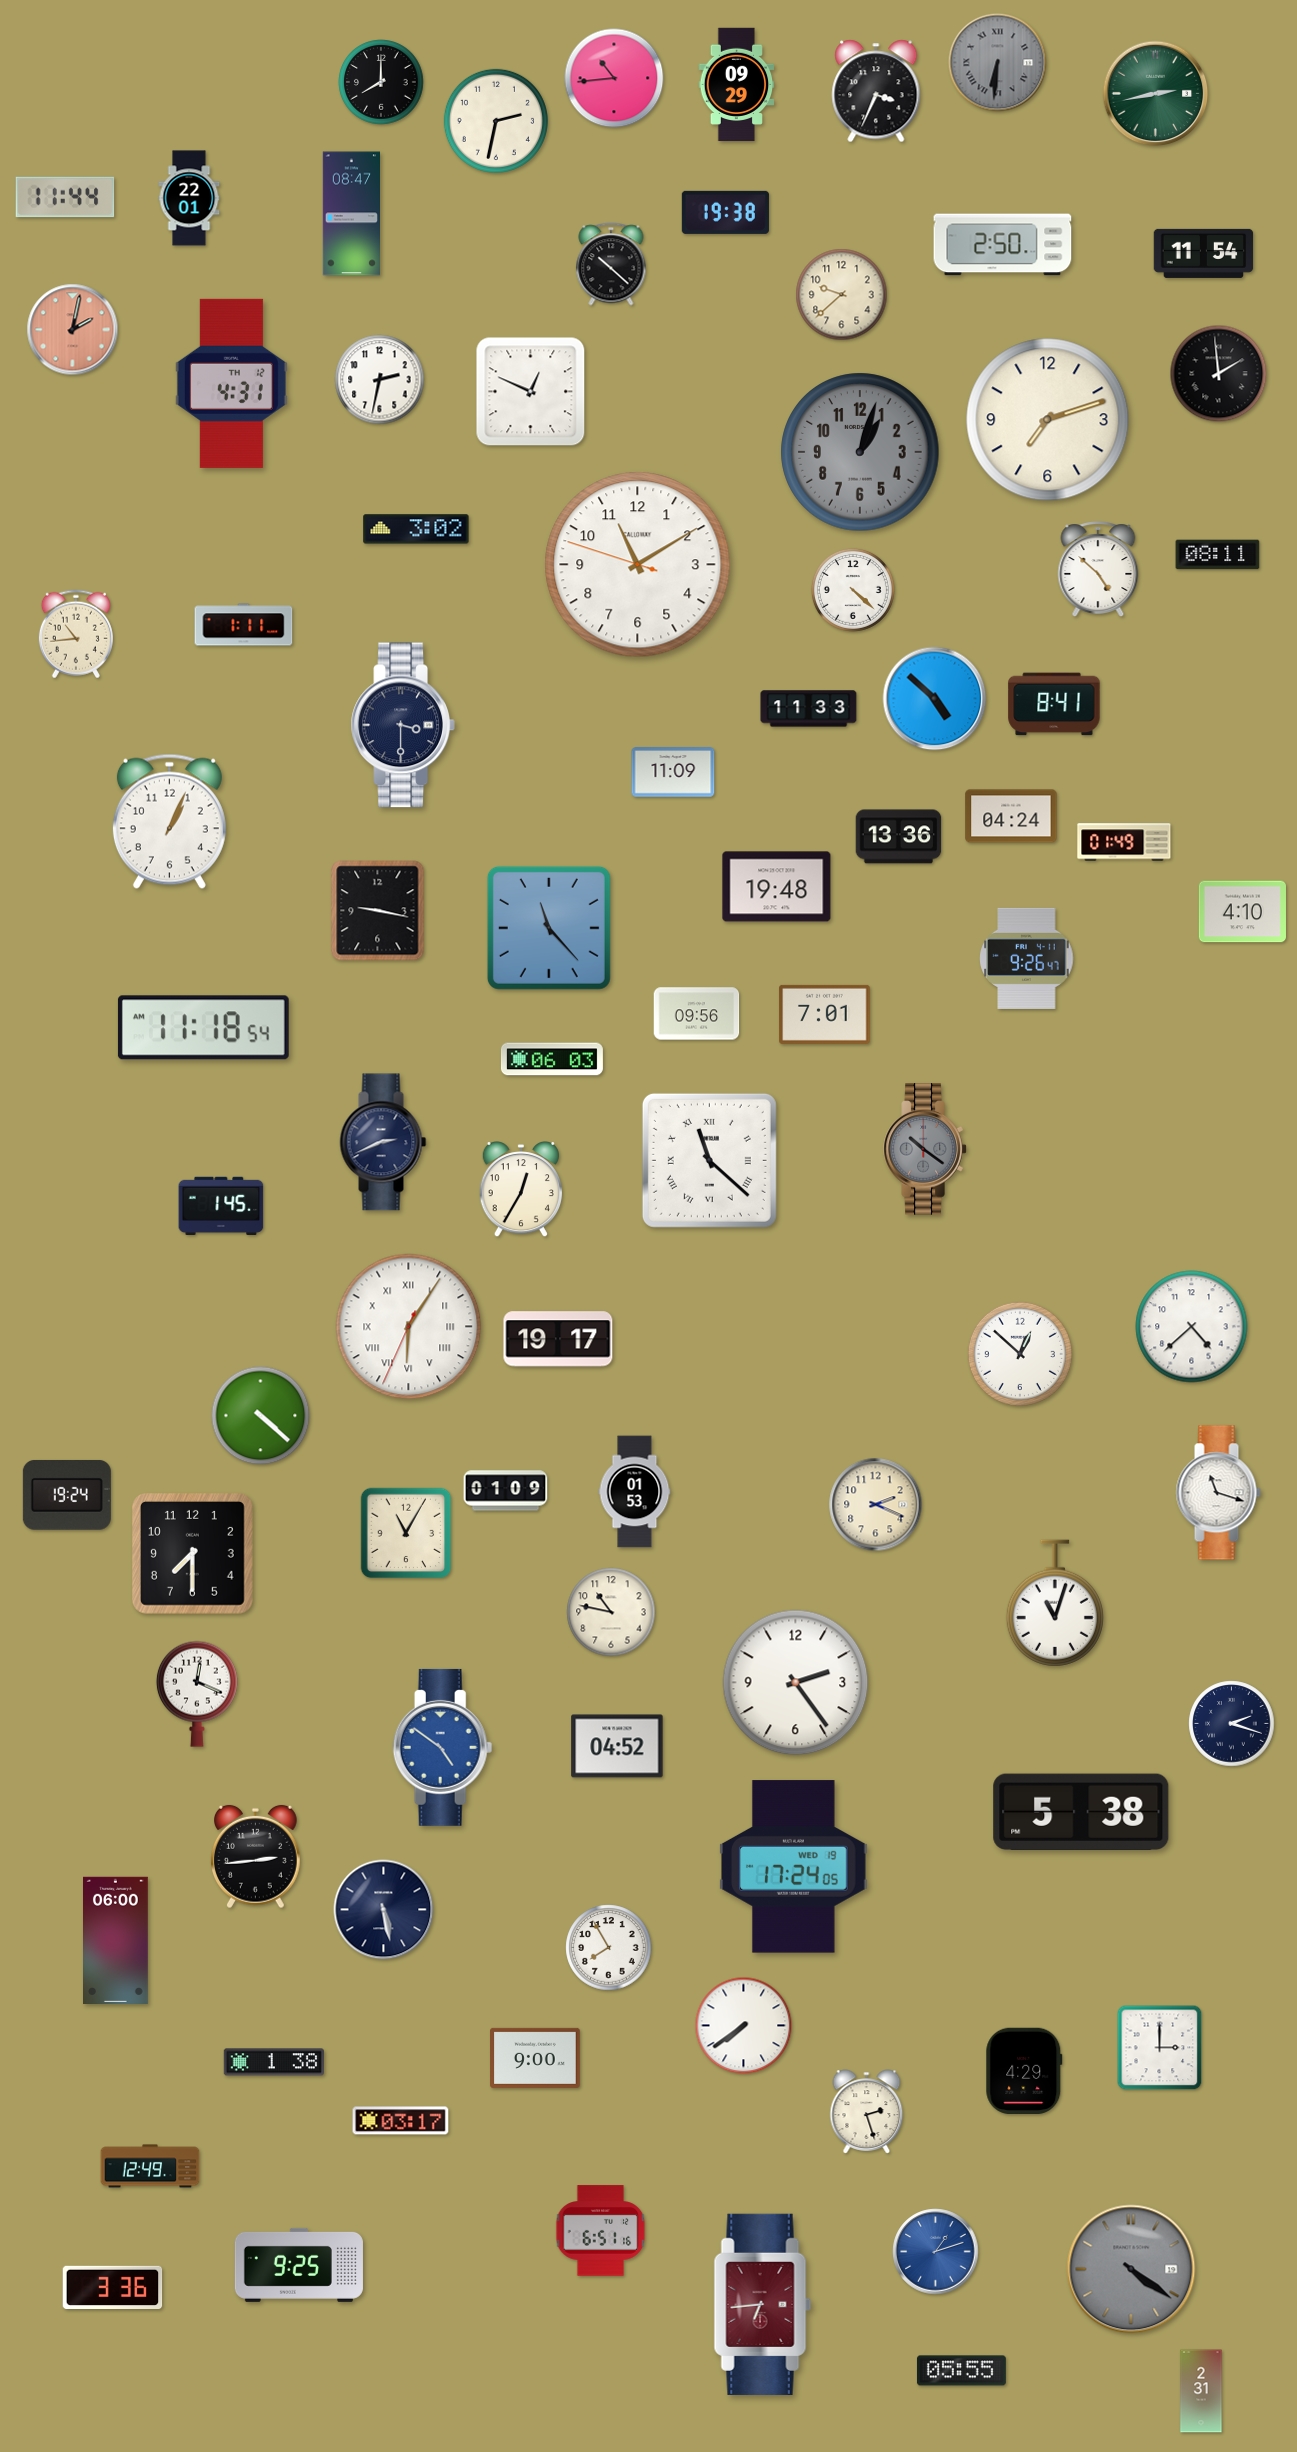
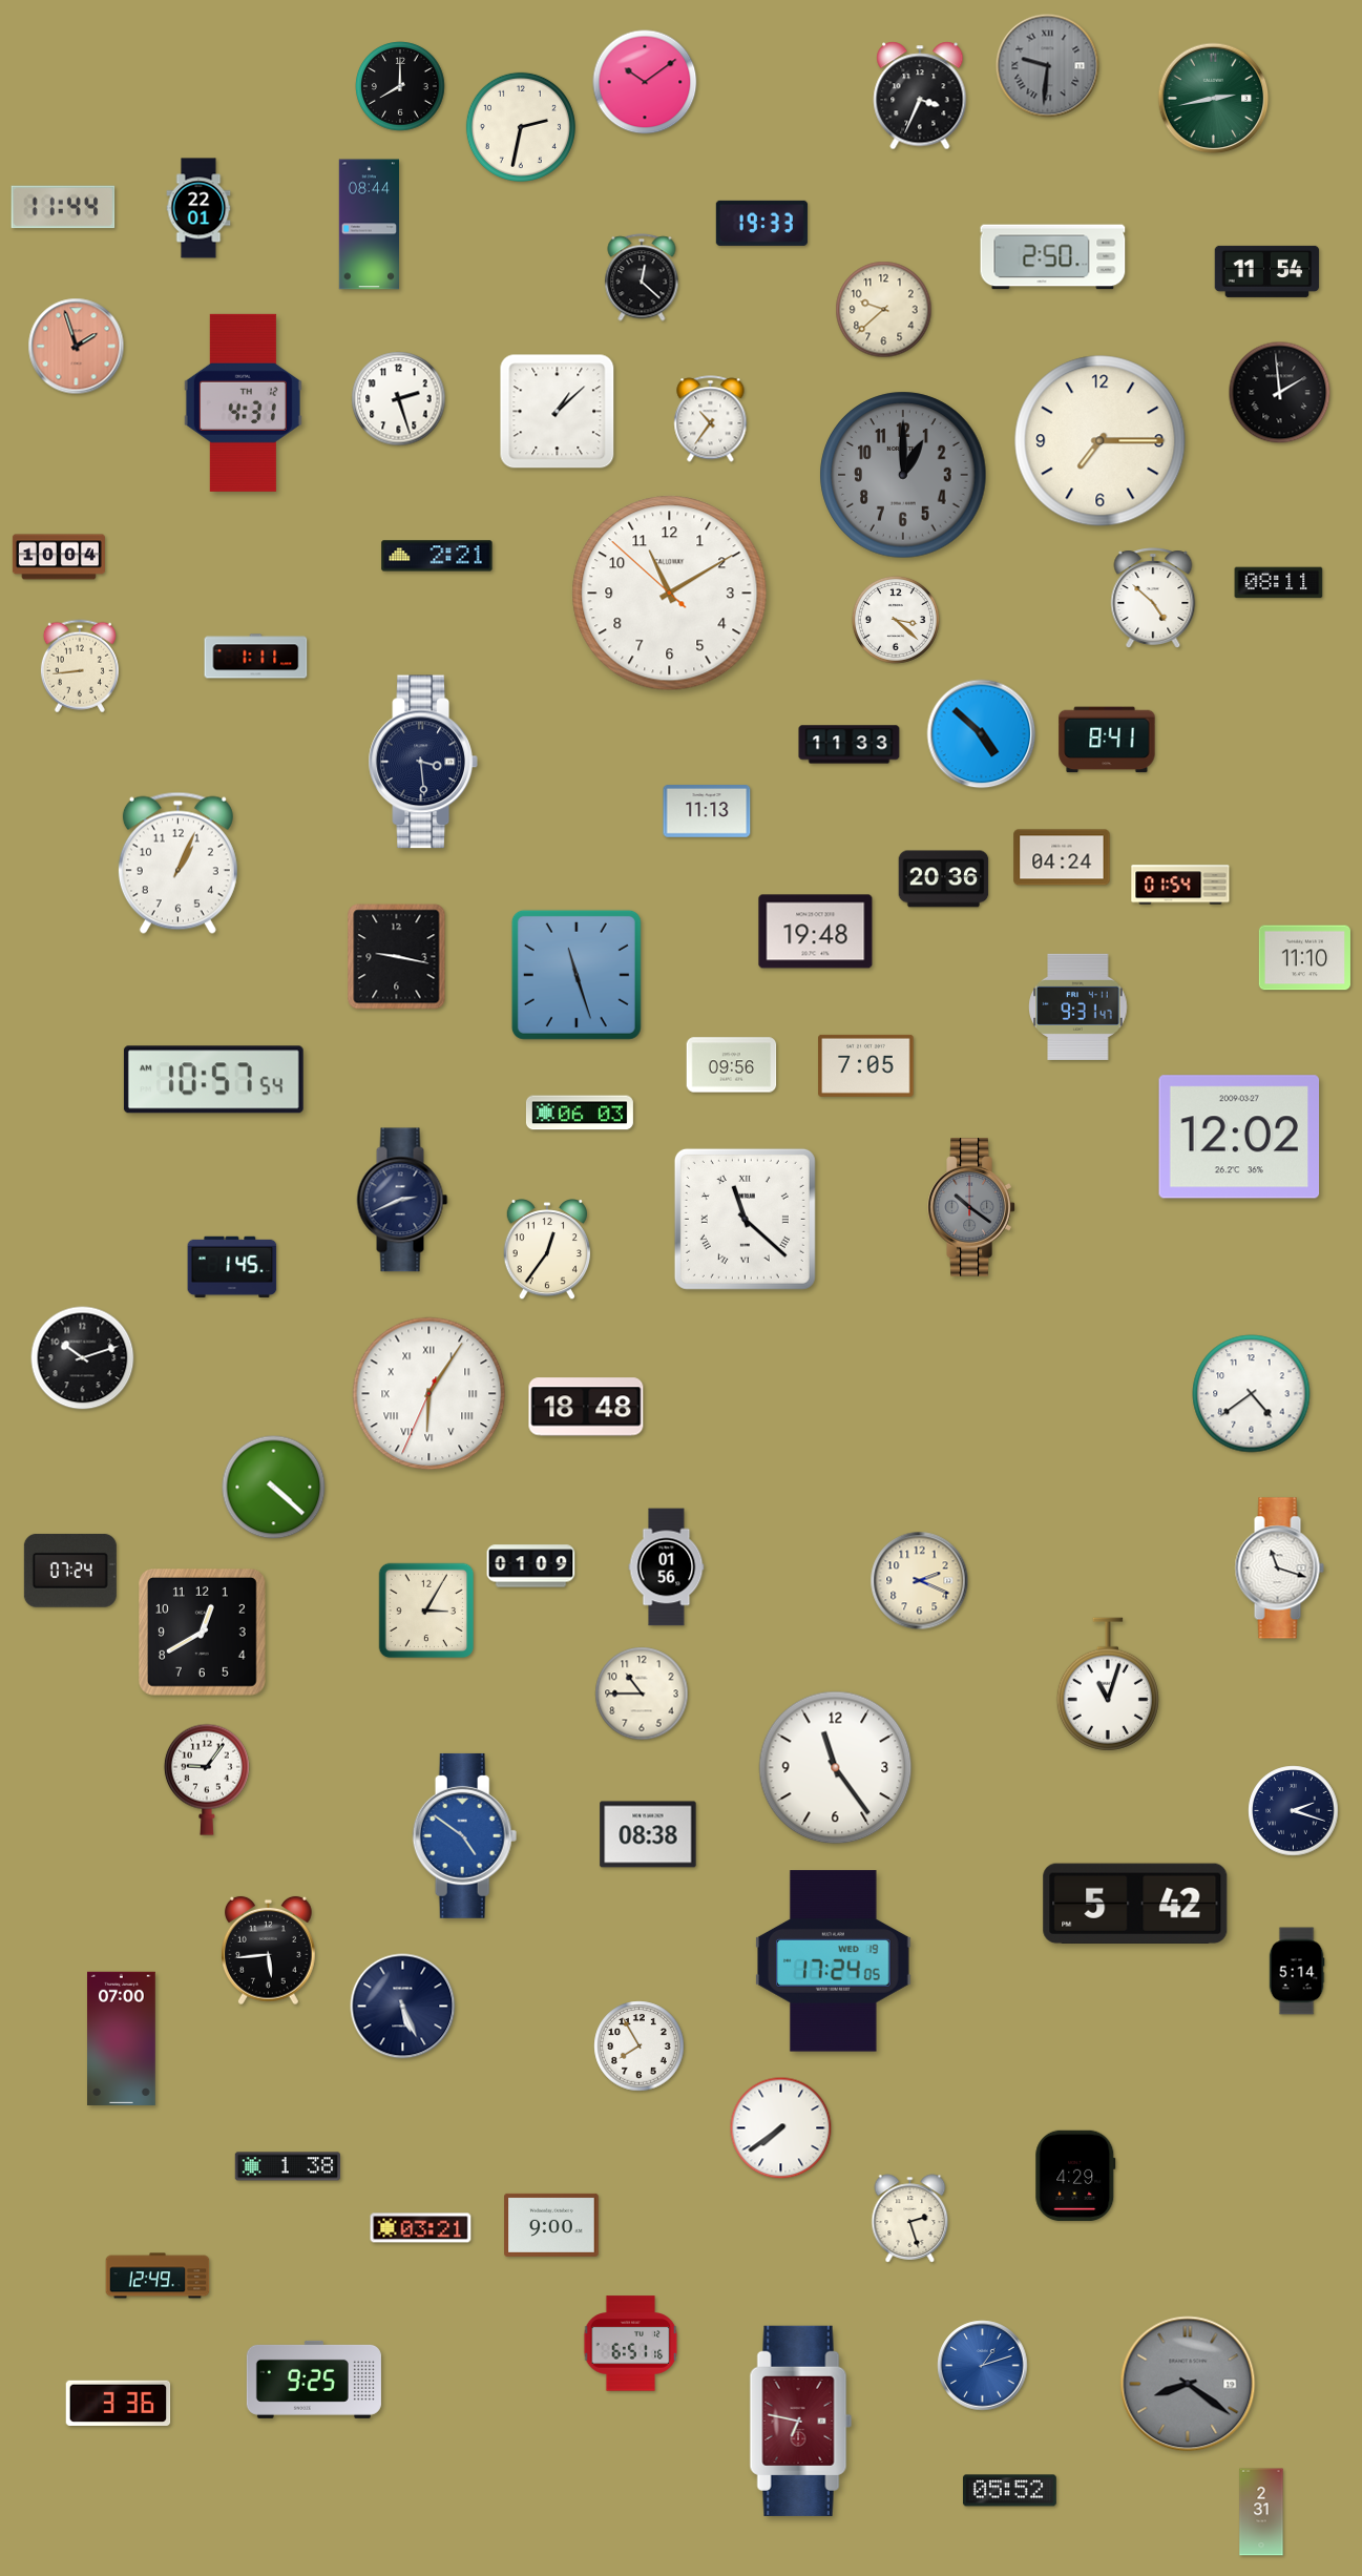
clock at (998, 63): 6:31 -> 9:31
clock at (614, 78): 10:44 -> 10:09
clock at (737, 85): 09:29 -> none
clock at (65, 197) position: (65, 197) -> (63, 207)
clock at (725, 212): 19:38 -> 19:33
clock at (351, 214): 08:47 -> 08:44
clock at (1204, 253) position: (1204, 253) -> (1267, 271)
clock at (611, 264): 10:22 -> 12:22
clock at (73, 330): 2:02 -> 1:57
clock at (380, 380): 2:32 -> 2:27
clock at (531, 392): 12:49 -> 1:08
clock at (711, 419): none -> 10:36
clock at (1048, 420): 7:12 -> 7:15
clock at (860, 452): 1:03 -> 1:00
clock at (416, 529): 3:02 -> 2:21
clock at (59, 557): none -> 10:04
clock at (638, 565): 11:09:48 -> 11:09:52
clock at (853, 590): 4:22 -> 3:22
clock at (76, 634): 10:44 -> 8:44
clock at (403, 725): 3:30 -> 3:29
clock at (673, 772): 11:09 -> 11:13
clock at (899, 837): 13:36 -> 20:36
clock at (1124, 842): 01:49 -> 01:54
clock at (1242, 912): 4:10 -> 11:10
clock at (549, 928): 11:23 -> 11:27
clock at (1027, 958): 9:26 -> 9:31
clock at (825, 1014): 7:01 -> 7:05
clock at (203, 1028): 11:18 -> 10:57
clock at (1239, 1137): none -> 12:02
clock at (520, 1189): 12:35 -> 12:36
clock at (83, 1358): none -> 10:12
clock at (1192, 1327): 4:38 -> 4:39
clock at (558, 1339): 19:17 -> 18:48
clock at (1020, 1354): 12:52 -> none
clock at (635, 1492): 01:53 -> 01:56
clock at (67, 1495): 19:24 -> 07:24
clock at (406, 1533): 11:05 -> 3:05
clock at (192, 1553): 7:30 -> 12:40
clock at (611, 1612): 10:47 -> 10:45
clock at (796, 1683): 2:24 -> 11:24
clock at (197, 1694): 12:19 -> 9:06
clock at (617, 1746): 04:52 -> 08:38
clock at (1081, 1812): 5:38 -> 5:42
clock at (256, 1857): 2:44 -> 5:44
clock at (1297, 1971): none -> 5:14
clock at (384, 1910): 5:28 -> 5:26
clock at (116, 1940): 06:00 -> 07:00
clock at (1160, 2048): 3:00 -> none
clock at (535, 2058) position: (535, 2058) -> (551, 2225)
clock at (401, 2121): 03:17 -> 03:21
clock at (1131, 2269): 4:21 -> 8:21
clock at (763, 2304): 6:44 -> 6:47
clock at (961, 2371): 05:55 -> 05:52
